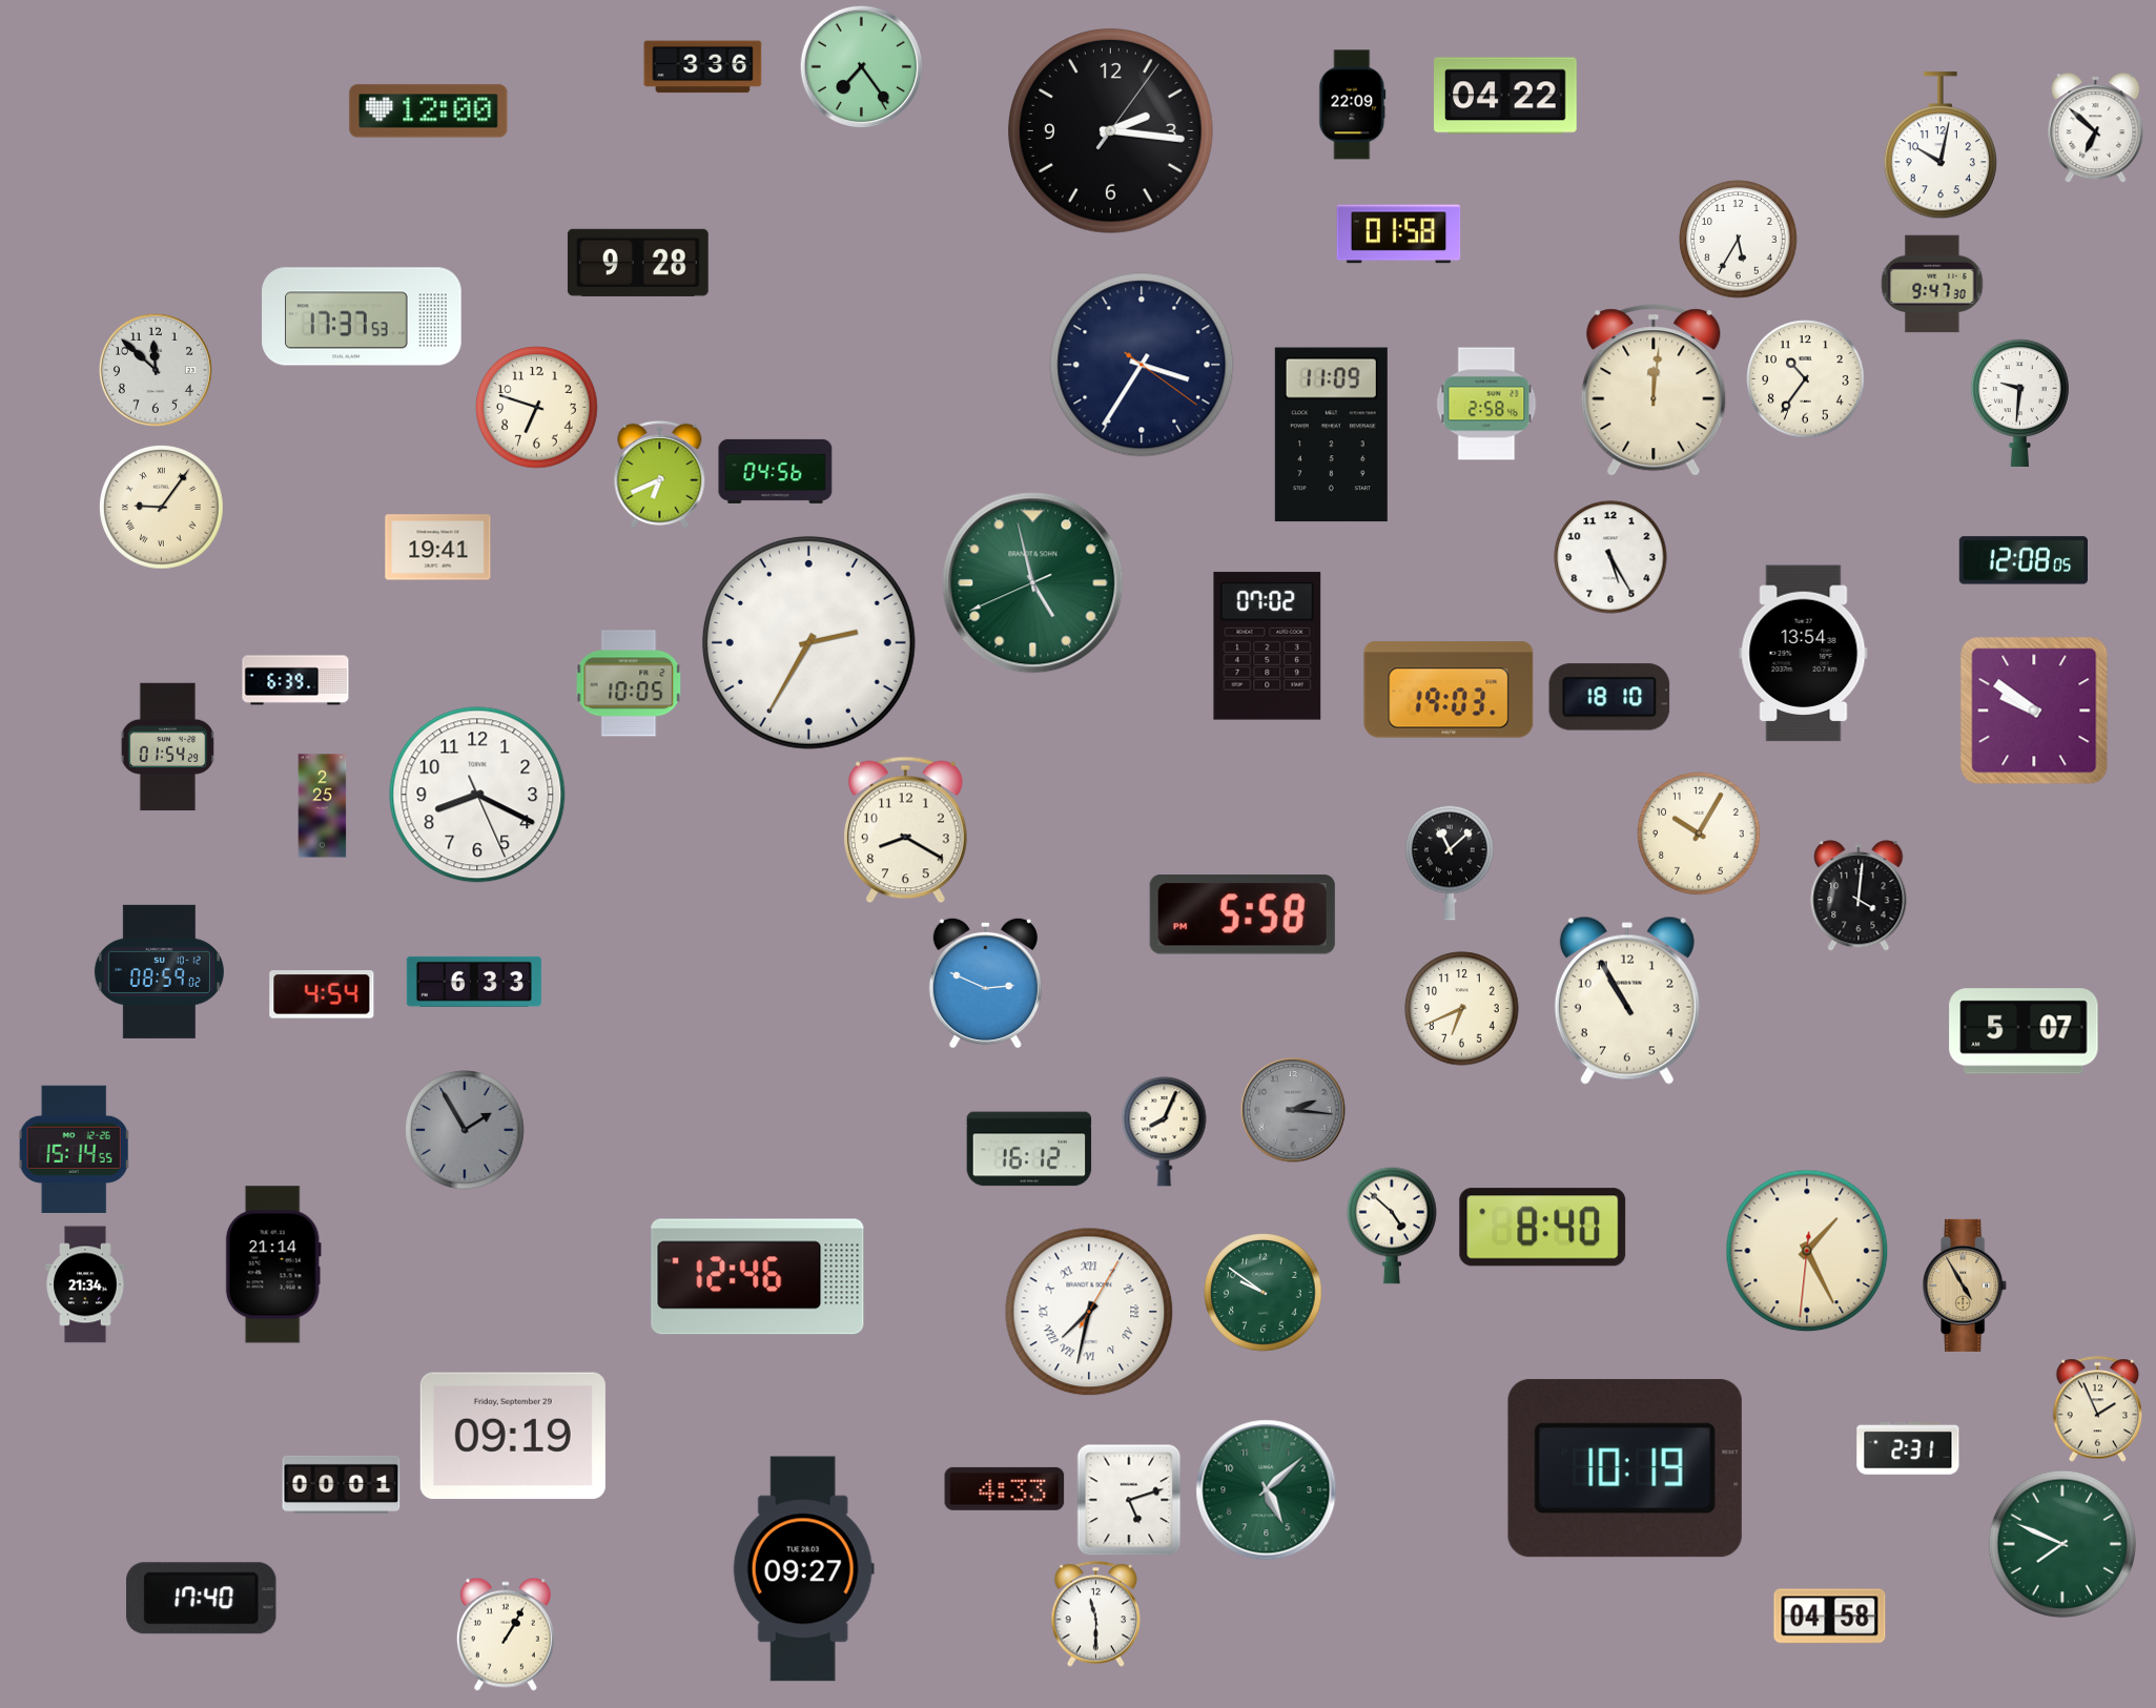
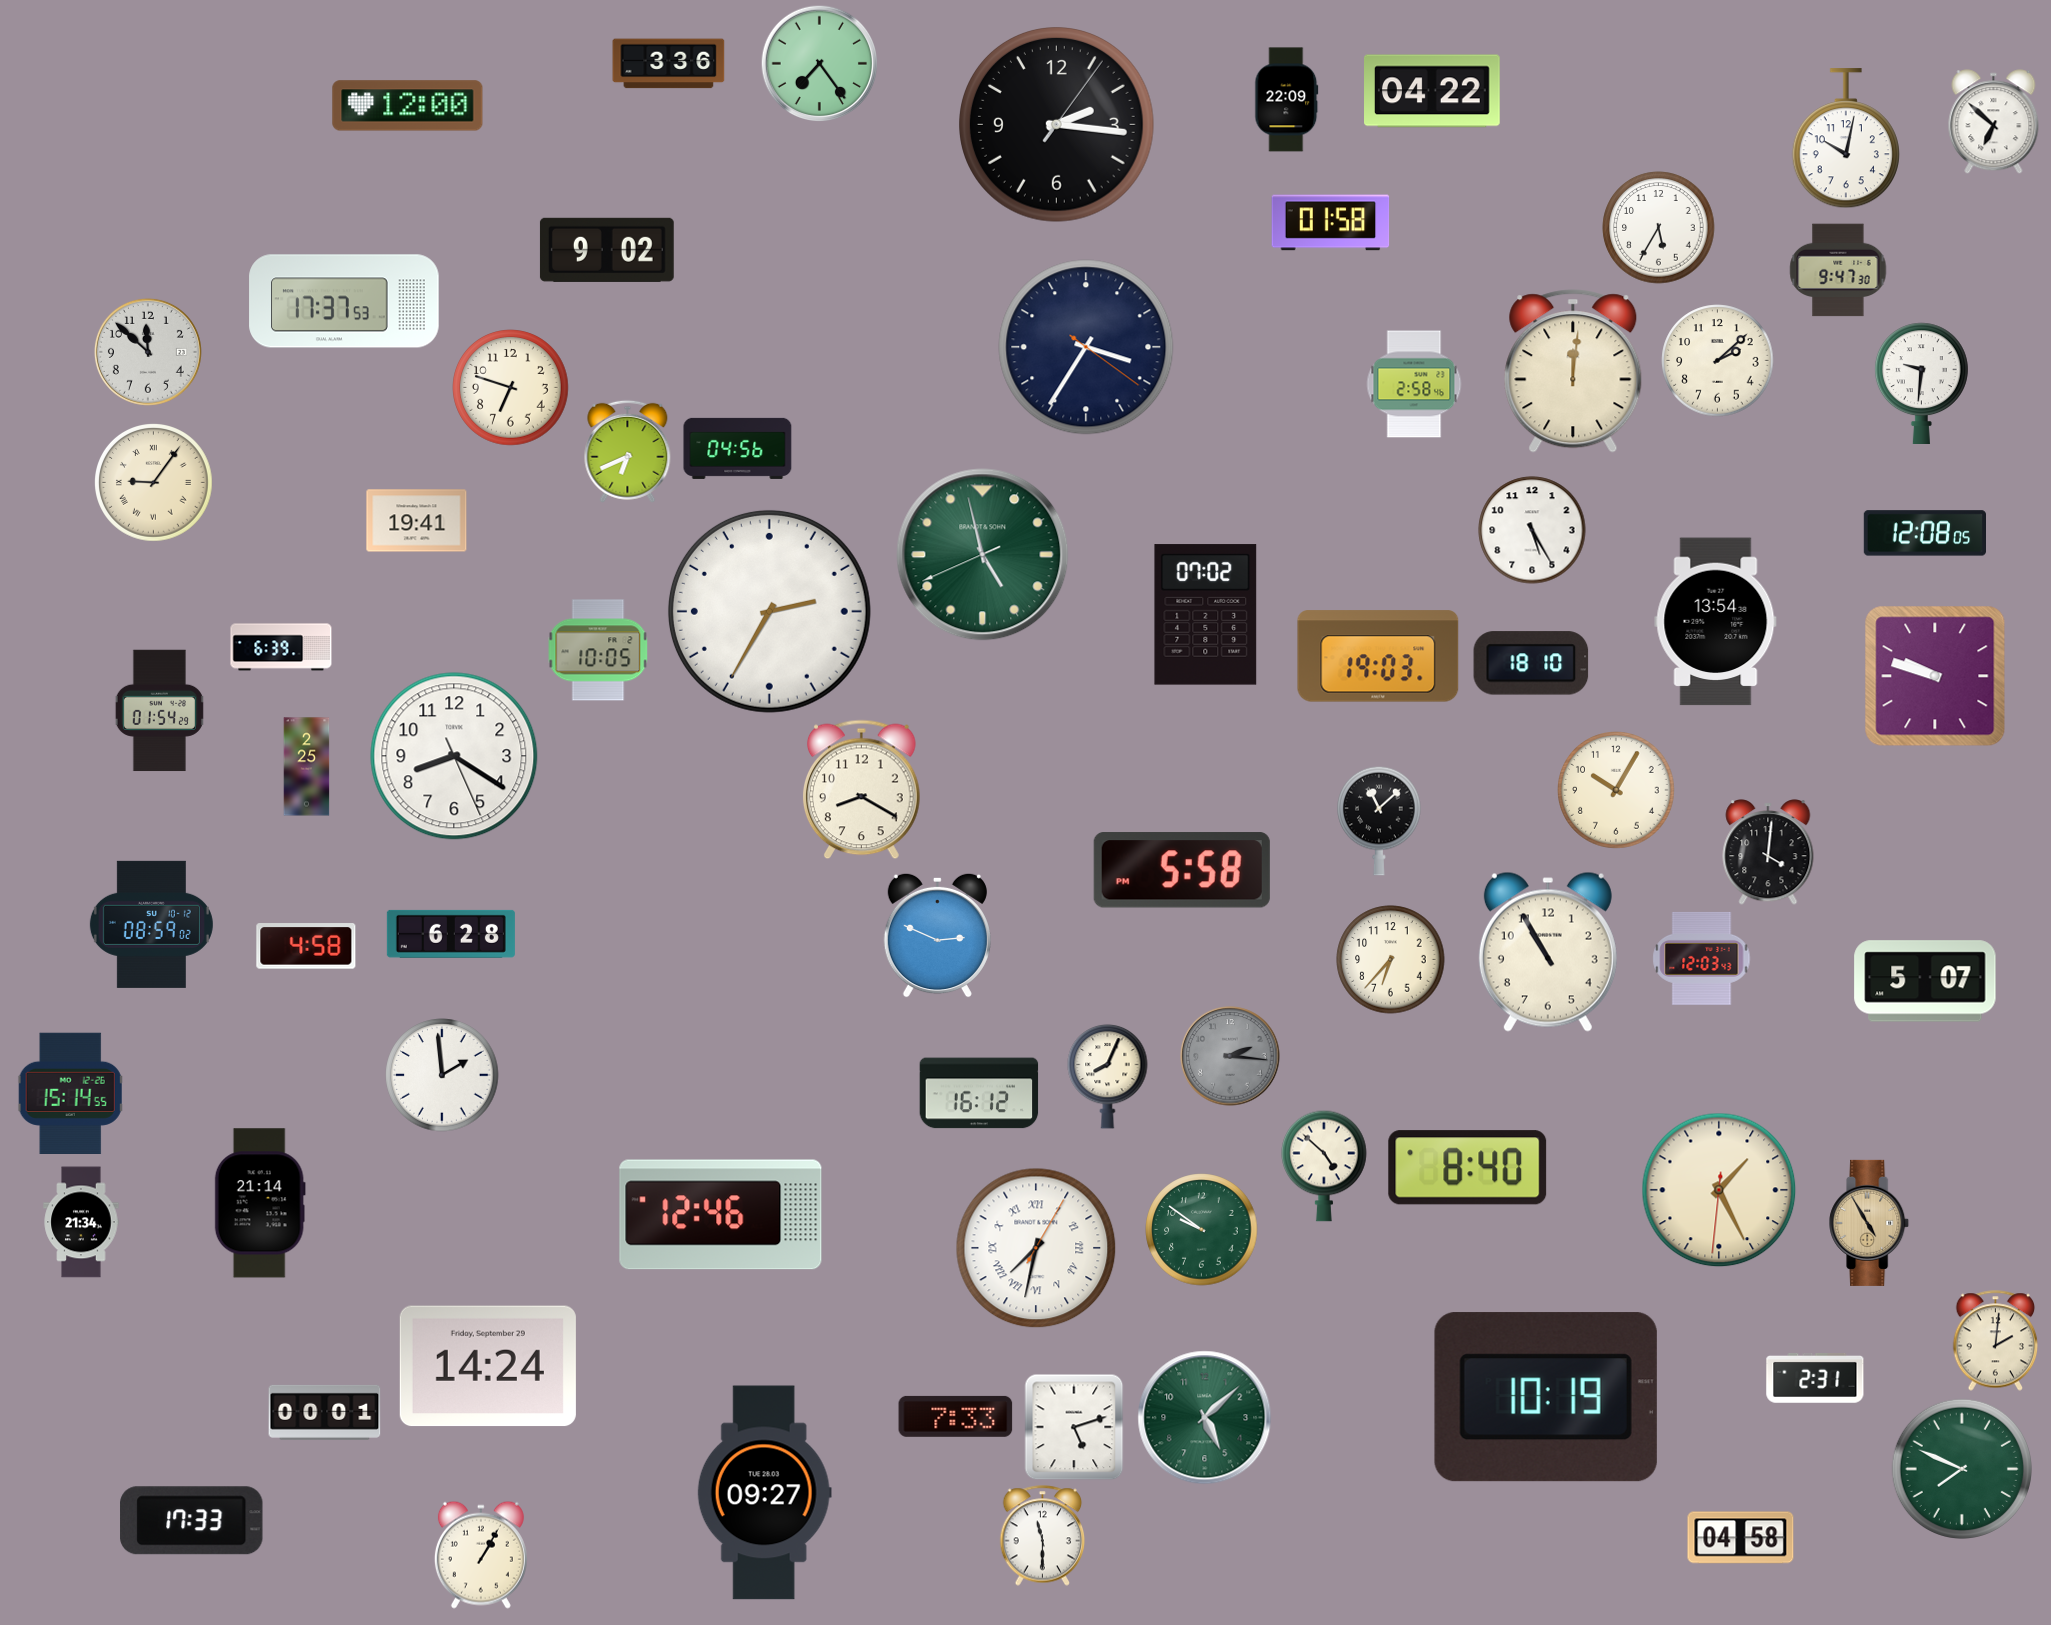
clock at (1739, 240) position: (1739, 240) -> (1659, 228)
clock at (638, 263): 9:28 -> 9:02
clock at (1806, 379): 10:36 -> 2:08
clock at (1331, 435): 11:09 -> none
clock at (2034, 711): 9:51 -> 9:48
clock at (477, 795): 8:19 -> 8:20
clock at (1699, 834) position: (1699, 834) -> (1616, 790)
clock at (474, 982): 6:33 -> 6:28
clock at (322, 994): 4:54 -> 4:58
clock at (1702, 958): none -> 12:03
clock at (1462, 1009): 6:41 -> 6:37
clock at (465, 1130): 1:55 -> 1:59
clock at (465, 1130) dial: grey -> white
clock at (2098, 1409): 1:56 -> 2:01
clock at (513, 1436): 09:19 -> 14:24
clock at (1005, 1488): 4:33 -> 7:33
clock at (202, 1599): 17:40 -> 17:33
